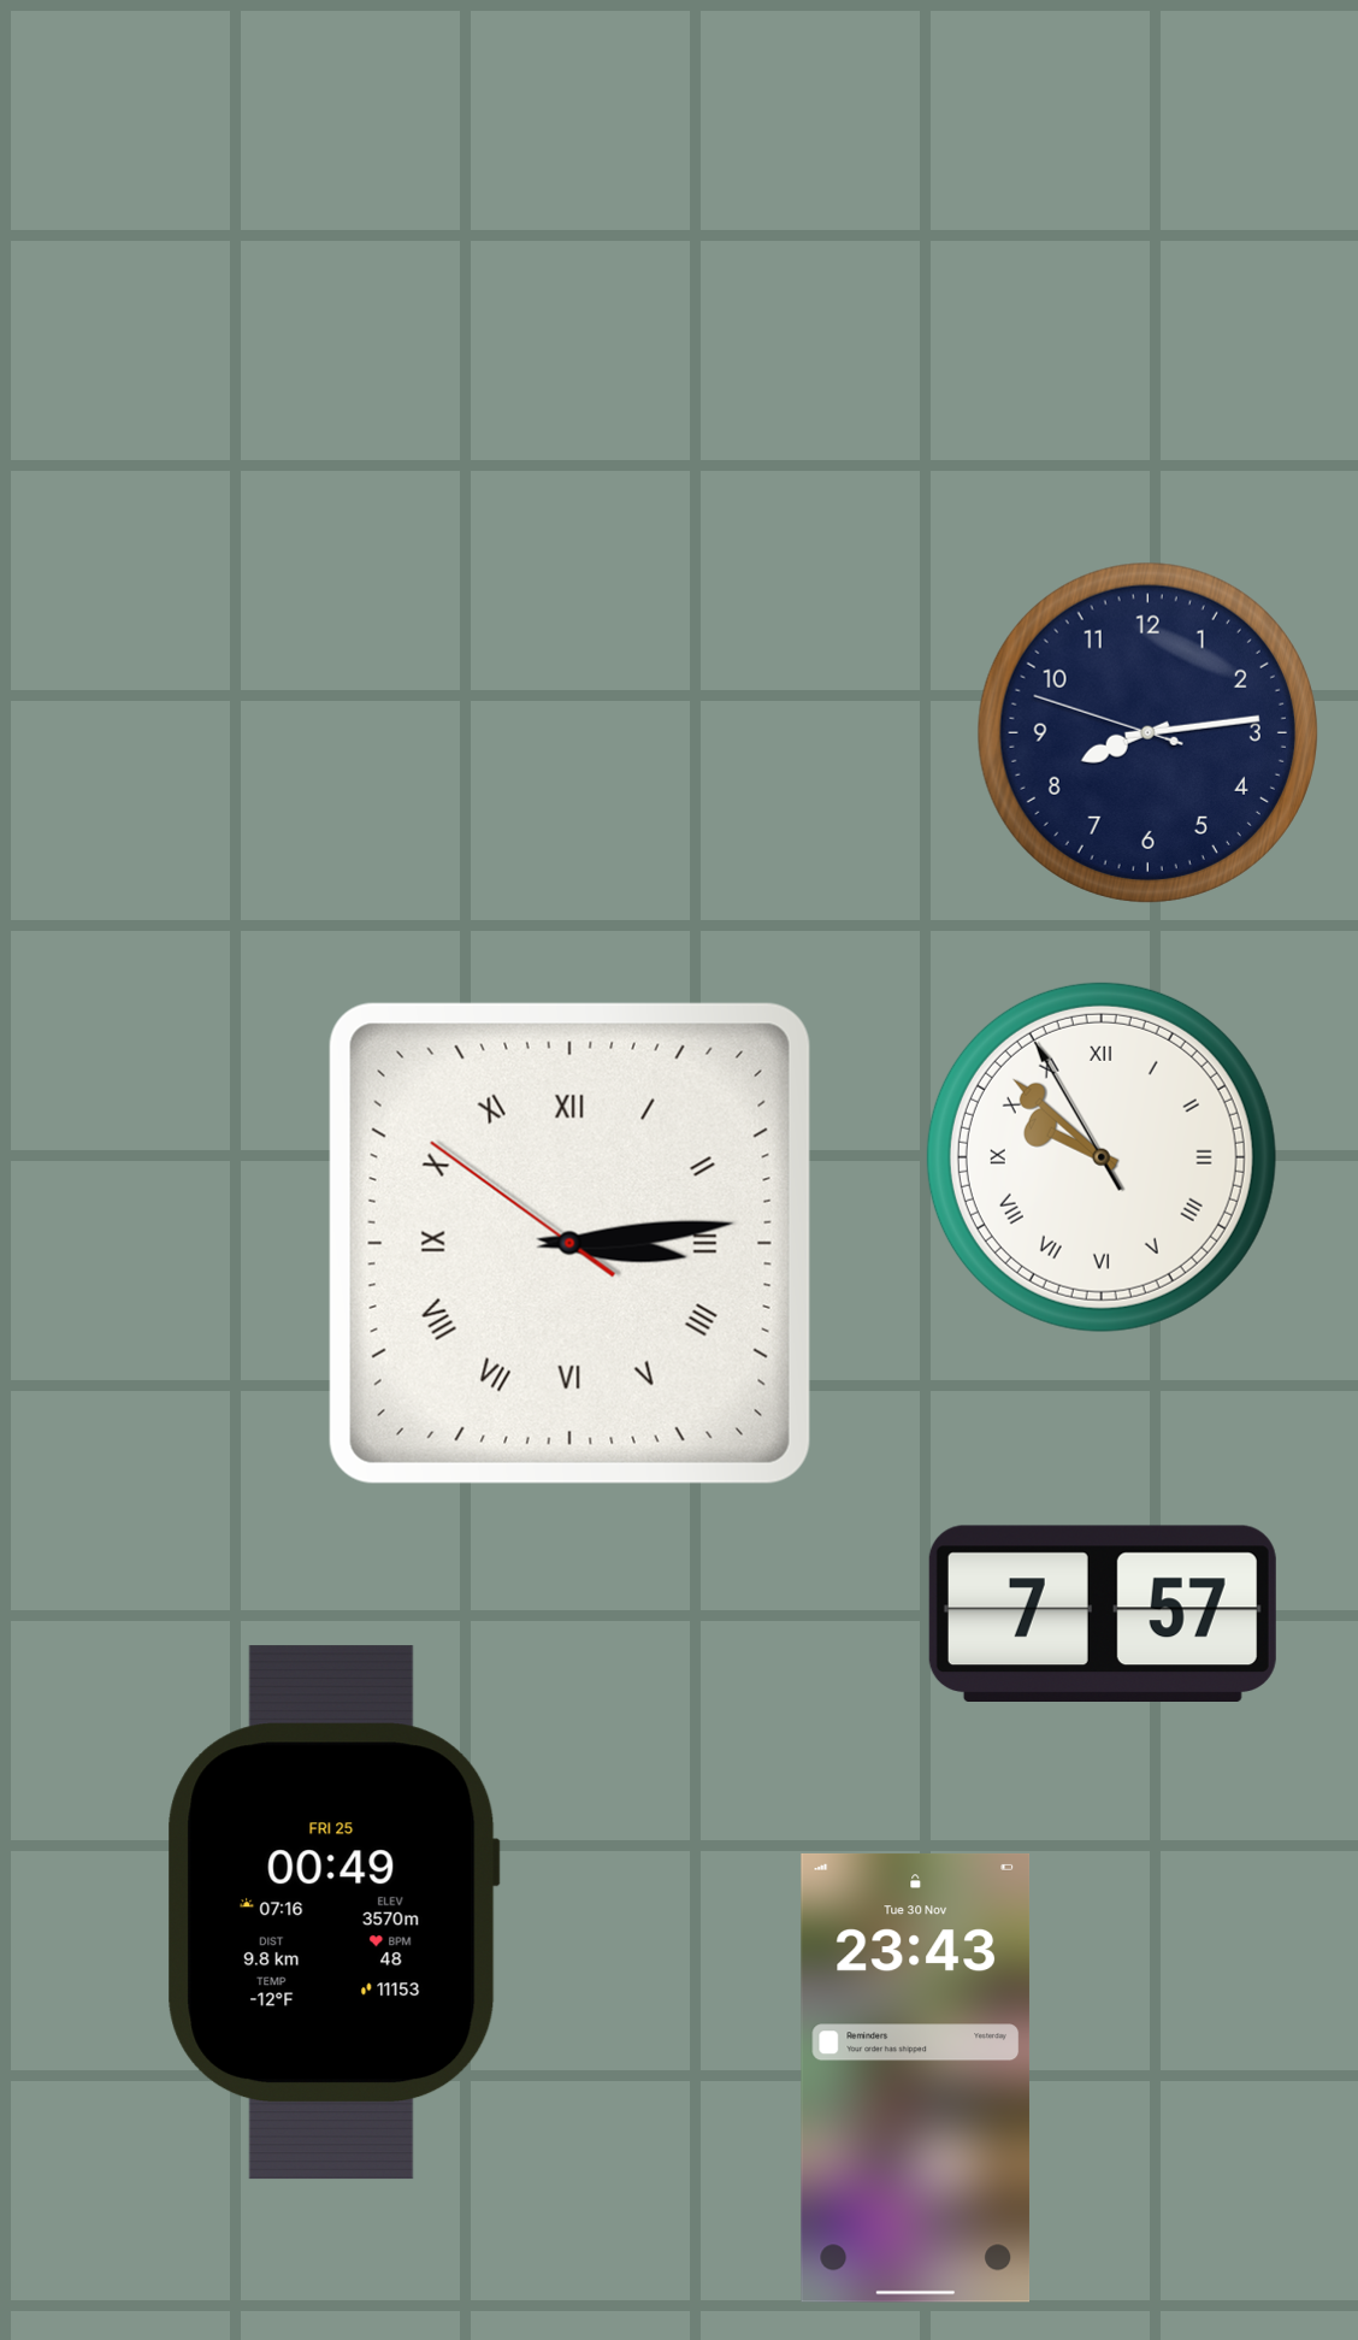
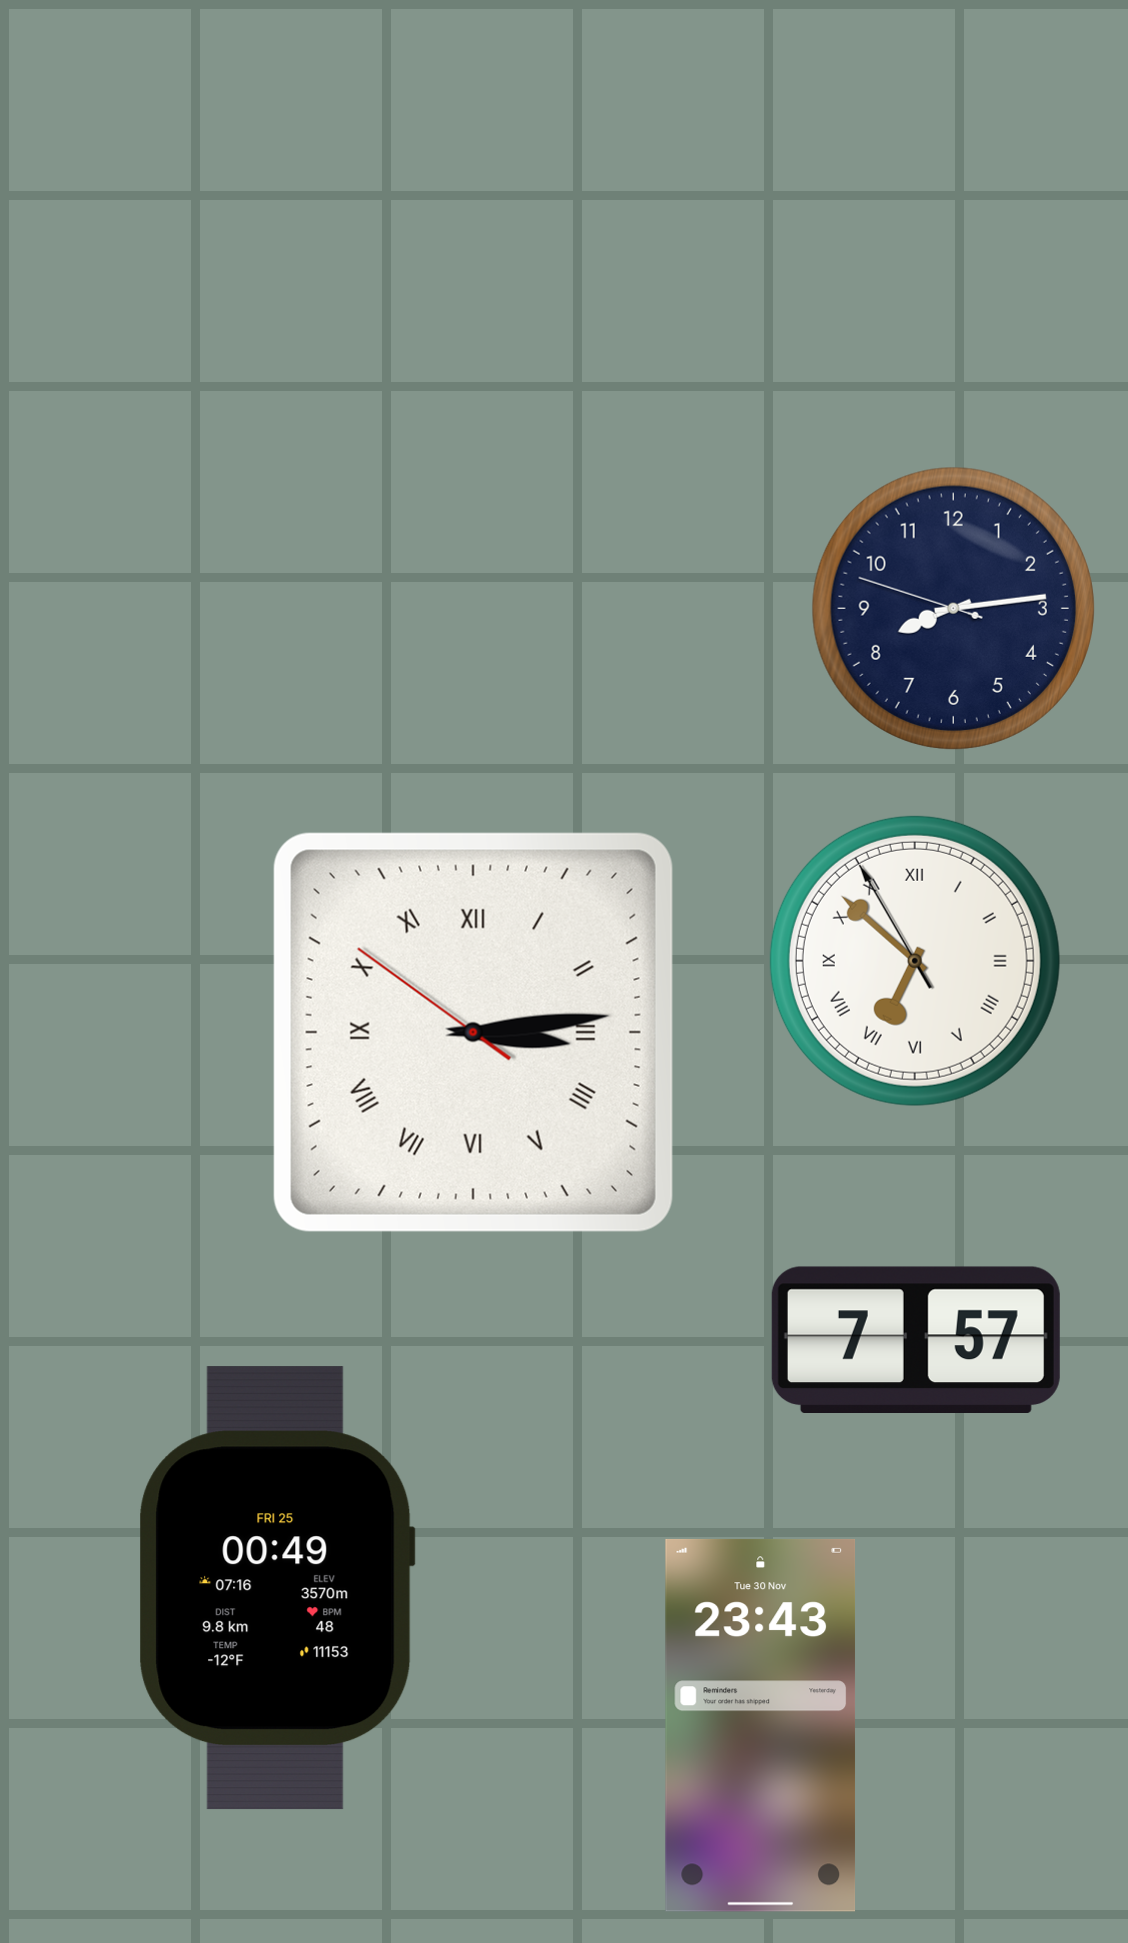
clock at (1102, 1157): 9:51 -> 6:51
